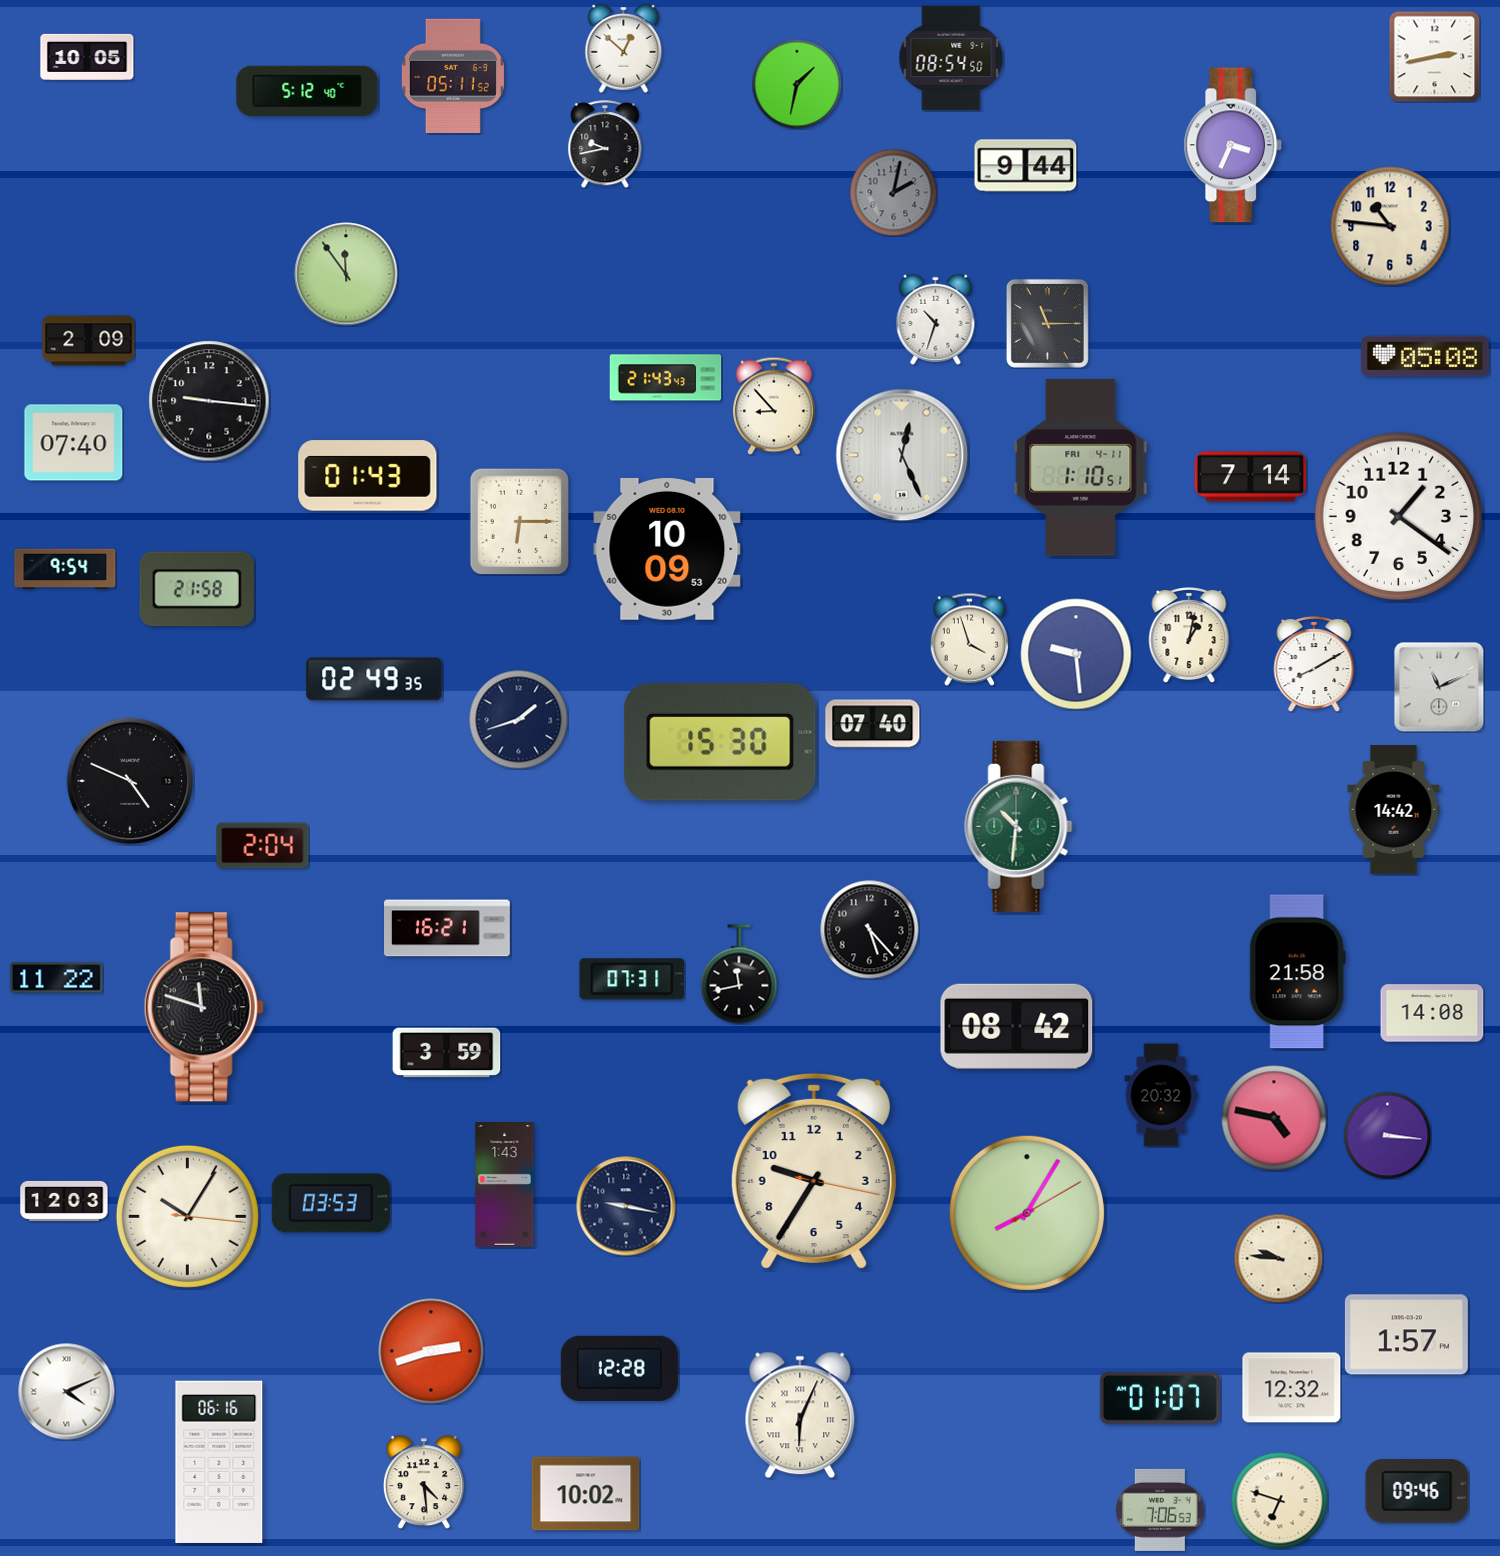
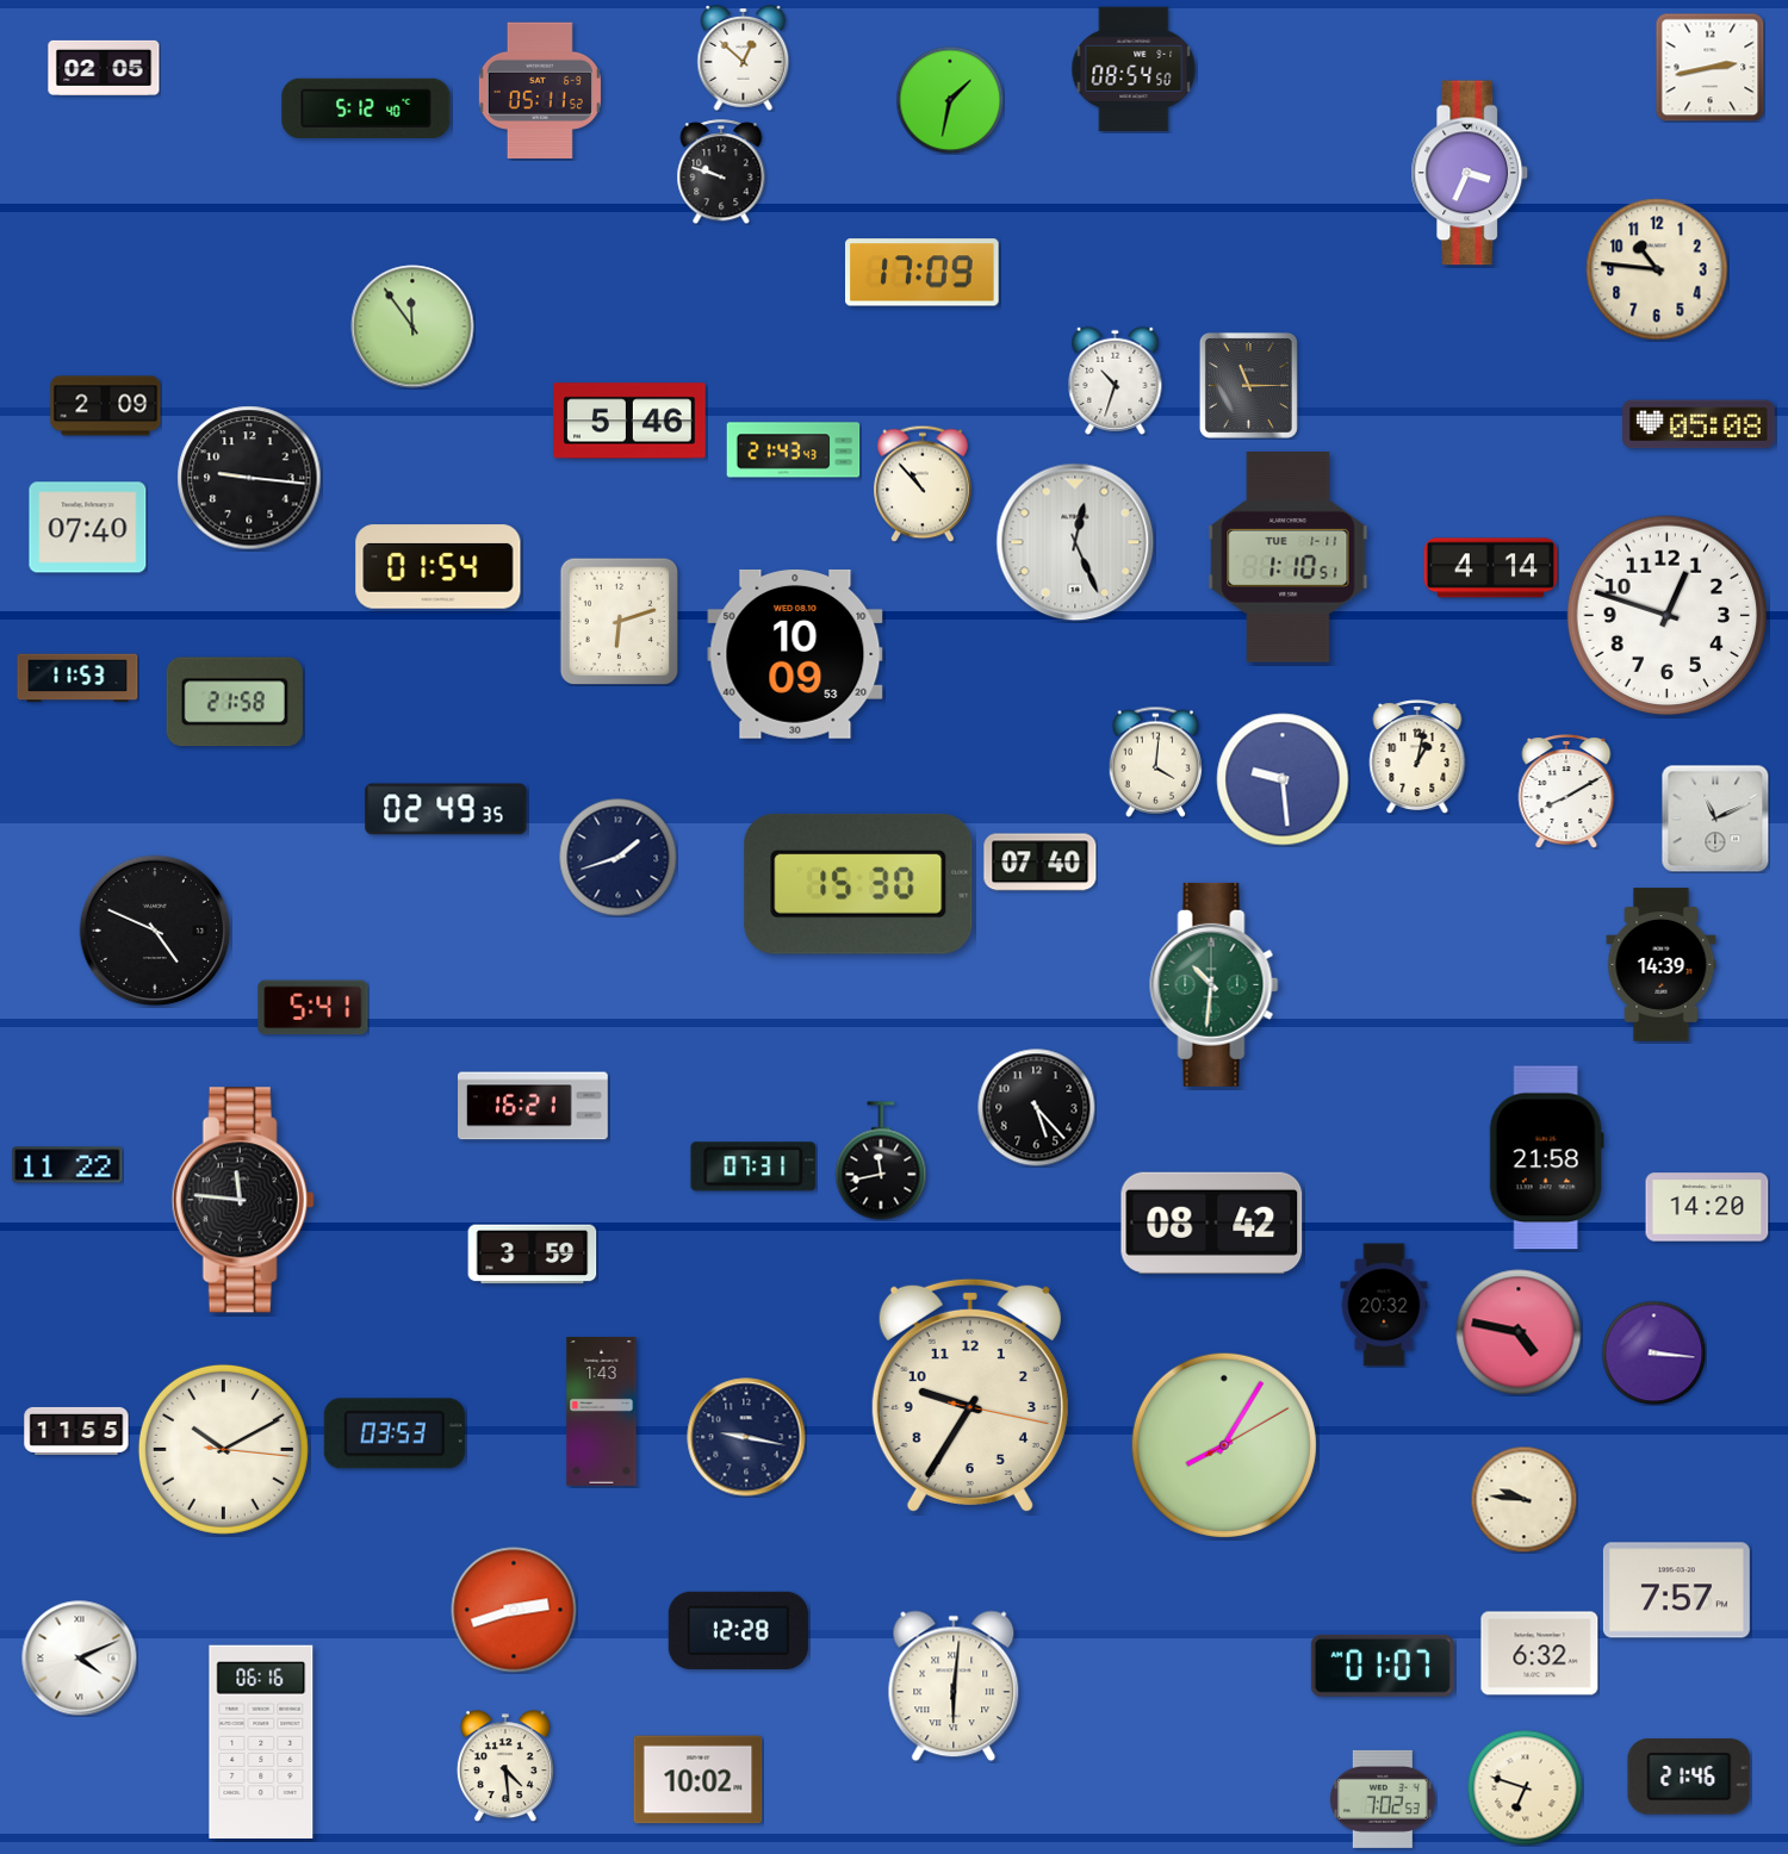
clock at (87, 57): 10:05 -> 02:05
clock at (605, 144): 9:43 -> 9:48
clock at (1026, 166): 9:44 -> none
clock at (893, 192): 2:02 -> none
clock at (923, 273): none -> 17:09
clock at (629, 421): none -> 5:46
clock at (774, 406): 8:53 -> 10:53
clock at (1081, 468) date: FRI 4-11 -> TUE 1-11
clock at (368, 476): 01:43 -> 01:54
clock at (1251, 477): 7:14 -> 4:14
clock at (1399, 517): 1:21 -> 12:48
clock at (520, 521): 6:15 -> 6:12
clock at (65, 569): 9:54 -> 11:53
clock at (970, 639): 3:57 -> 4:01
clock at (1394, 810): 14:42 -> 14:39
clock at (263, 846): 2:04 -> 5:41
clock at (204, 1007): 11:48 -> 11:46
clock at (1432, 1013): 14:08 -> 14:20
clock at (64, 1201): 12:03 -> 11:55
clock at (187, 1216): 10:05 -> 10:10
clock at (1406, 1335): 1:57 -> 7:57
clock at (1292, 1388): 12:32 -> 6:32
clock at (800, 1415): 6:04 -> 6:01
clock at (1417, 1491): 09:46 -> 21:46
clock at (1160, 1510): 7:06 -> 7:02
